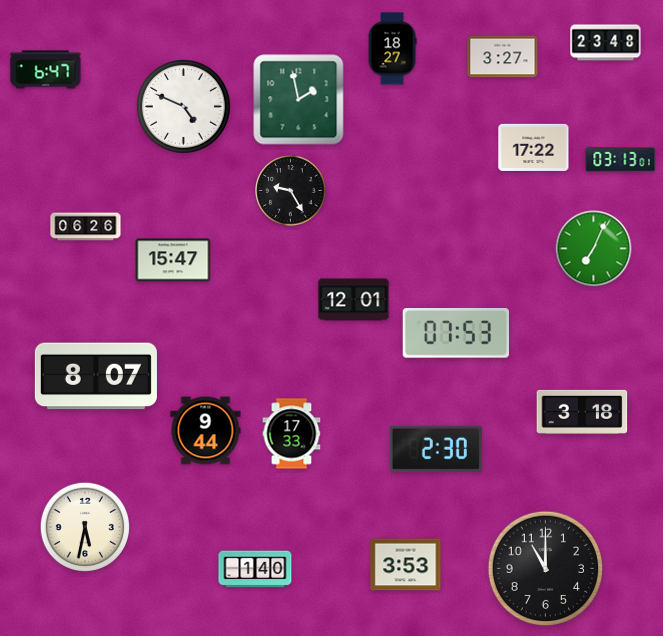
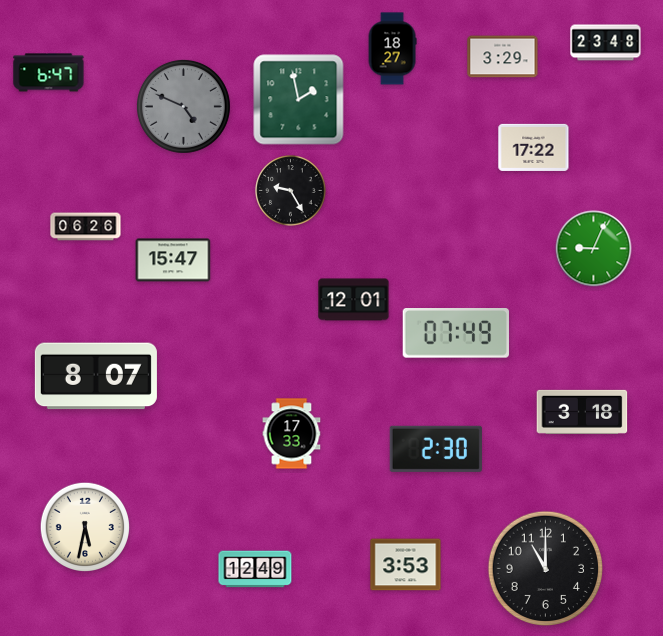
clock at (503, 57): 3:27 -> 3:29
clock at (46, 70) position: (46, 70) -> (49, 73)
clock at (183, 106) dial: white -> grey
clock at (621, 159): 03:13 -> none
clock at (594, 249): 7:04 -> 9:04
clock at (456, 333): 07:53 -> 07:49
clock at (206, 431): 9:44 -> none
clock at (255, 569): 1:40 -> 12:49
